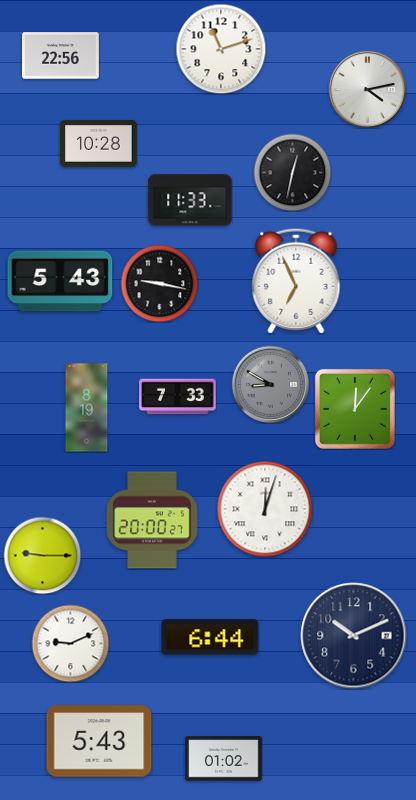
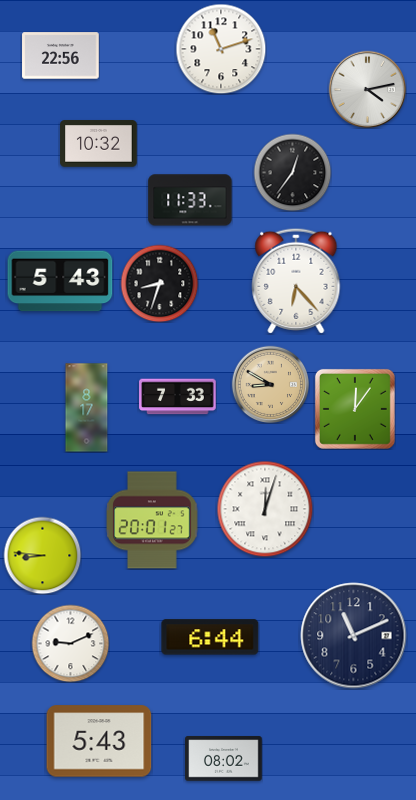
clock at (99, 144): 10:28 -> 10:32
clock at (292, 172): 12:32 -> 12:36
clock at (296, 281): 6:56 -> 6:23
clock at (159, 283): 9:17 -> 8:33
clock at (270, 384) dial: grey -> champagne
clock at (87, 408): 8:19 -> 8:17
clock at (152, 520): 20:00 -> 20:01
clock at (42, 555): 9:15 -> 8:46
clock at (354, 636): 10:11 -> 11:11
clock at (224, 759): 01:02 -> 08:02
